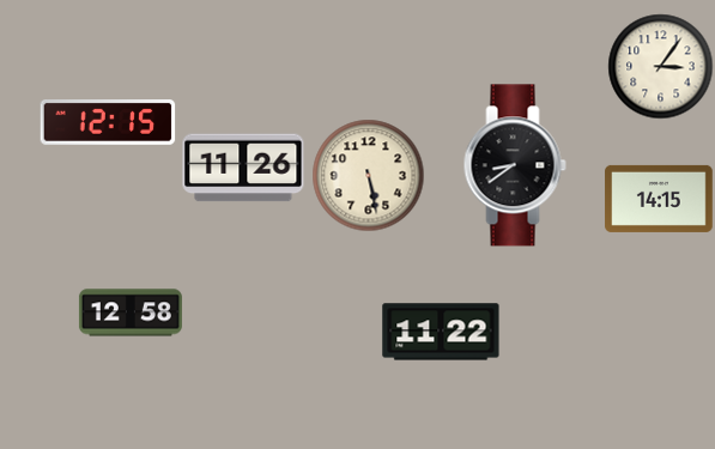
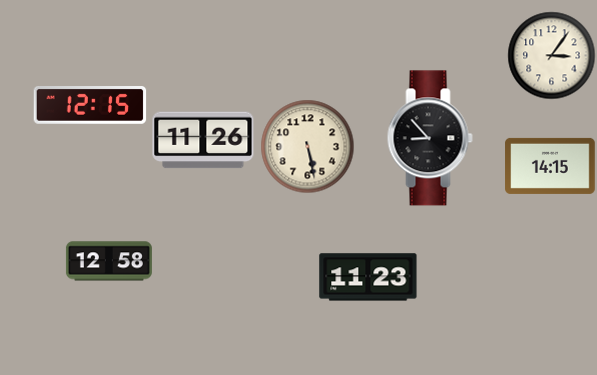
clock at (108, 123) position: (108, 123) -> (90, 106)
clock at (515, 165): 8:39 -> 8:53
clock at (441, 332): 11:22 -> 11:23
